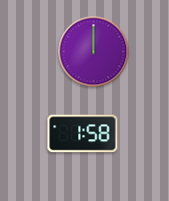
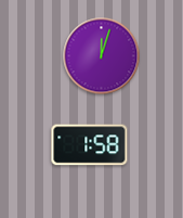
clock at (94, 52): 12:00 -> 12:03
